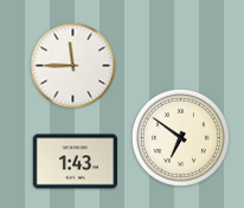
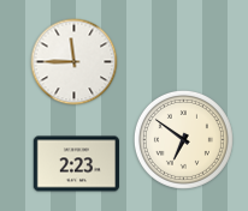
clock at (73, 66) position: (73, 66) -> (75, 62)
clock at (76, 162): 1:43 -> 2:23
